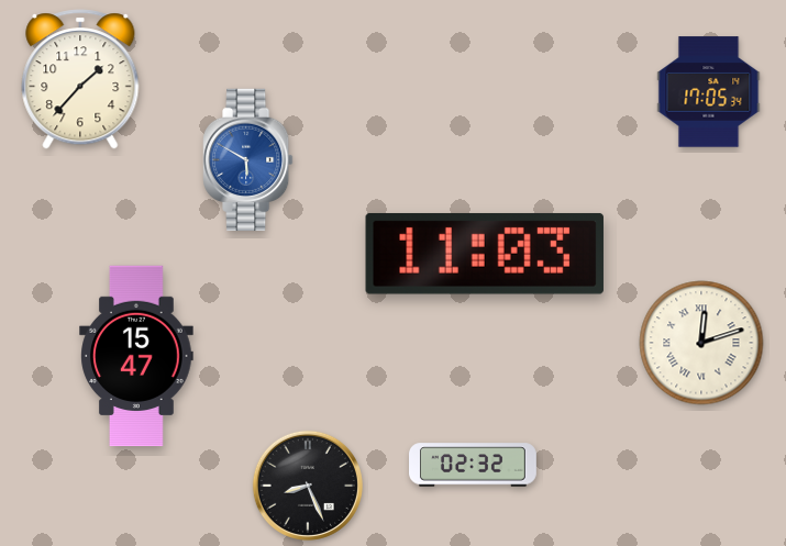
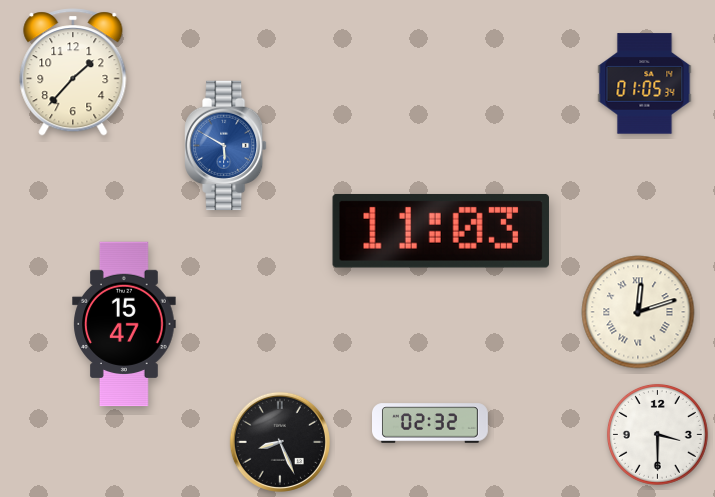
clock at (709, 92): 17:05 -> 01:05
clock at (657, 434): none -> 3:30
